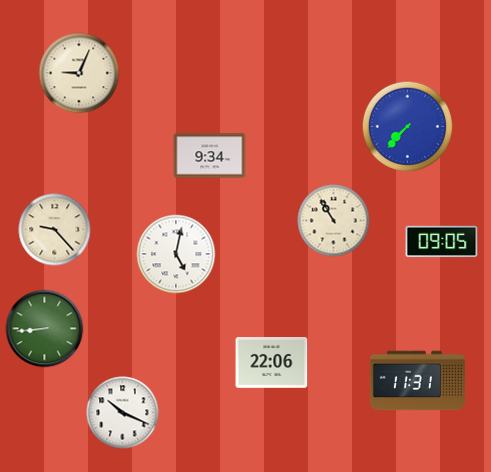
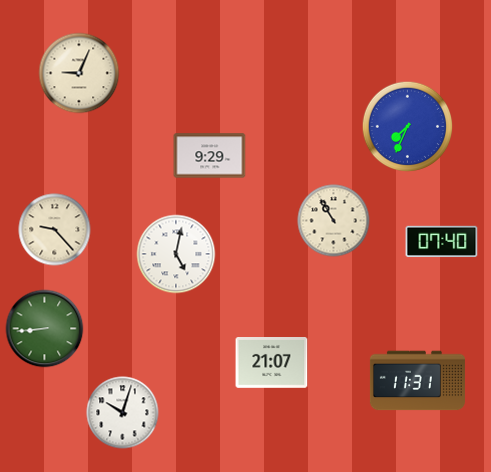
clock at (408, 127): 7:37 -> 7:34
clock at (210, 156): 9:34 -> 9:29
clock at (442, 242): 09:05 -> 07:40
clock at (272, 363): 22:06 -> 21:07
clock at (123, 413): 10:19 -> 10:03
